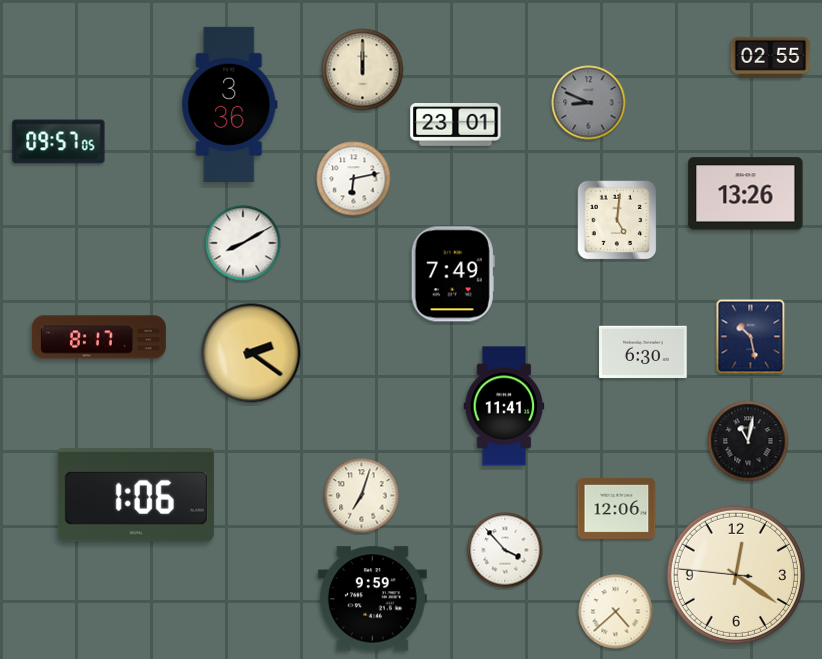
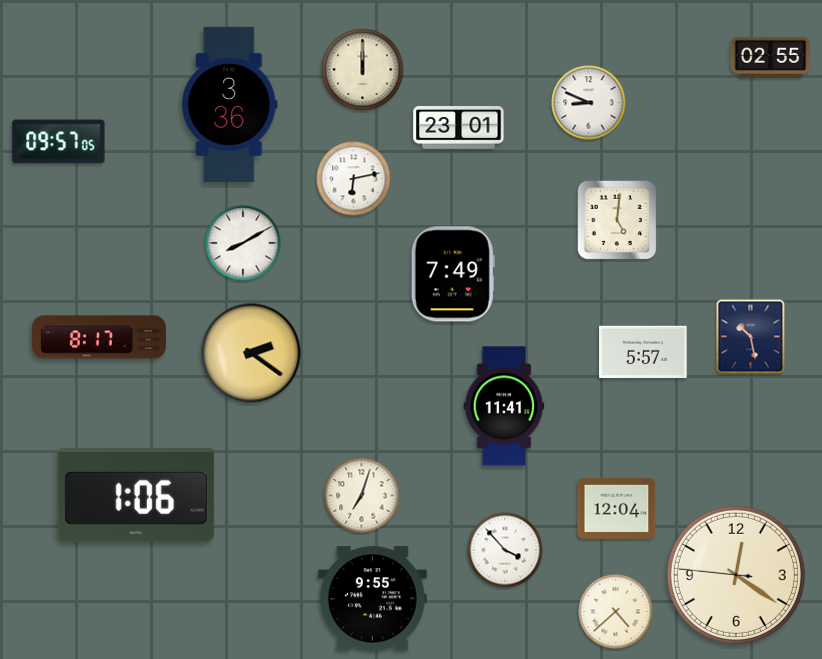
clock at (589, 103) dial: grey -> white
clock at (456, 125) position: (456, 125) -> (459, 128)
clock at (746, 194): 13:26 -> none
clock at (643, 352): 6:30 -> 5:57
clock at (748, 441): 11:02 -> none
clock at (617, 508): 12:06 -> 12:04
clock at (372, 599): 9:59 -> 9:55
